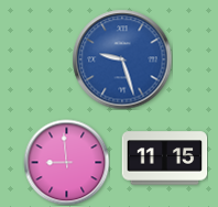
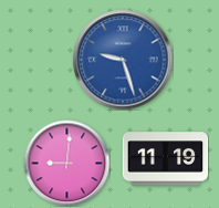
clock at (164, 159): 11:15 -> 11:19
clock at (66, 162): 8:59 -> 9:01
